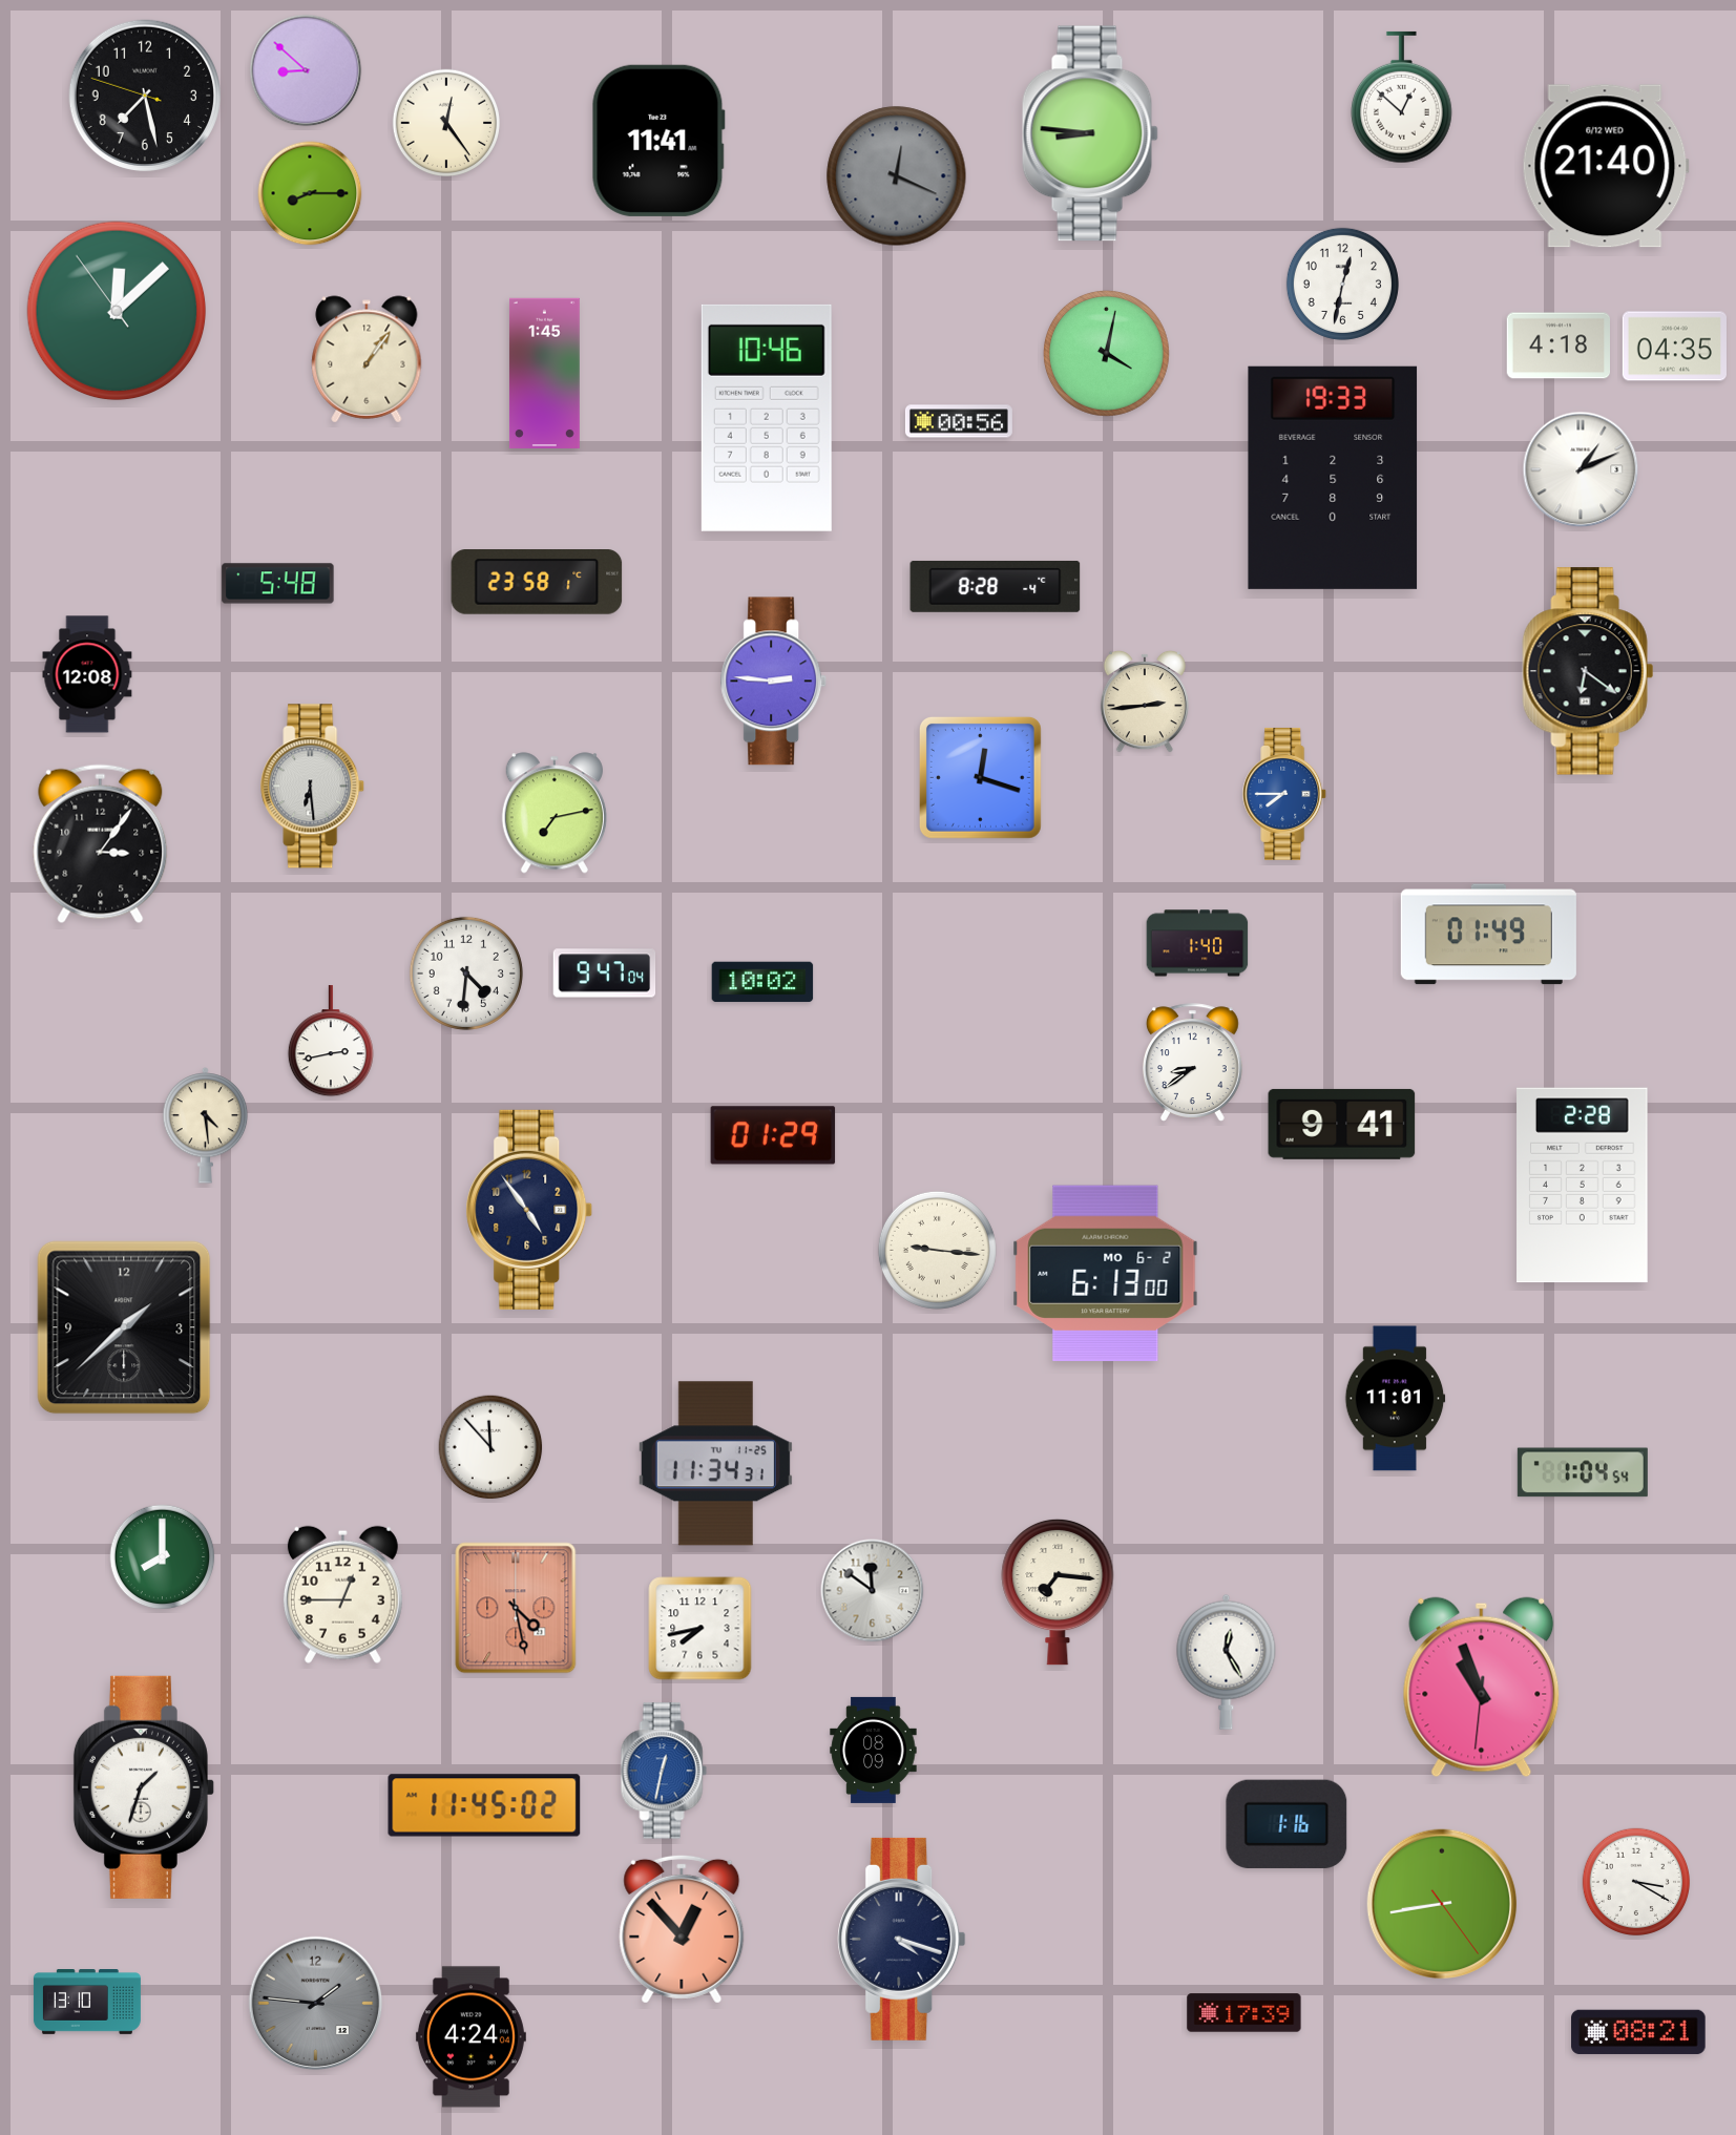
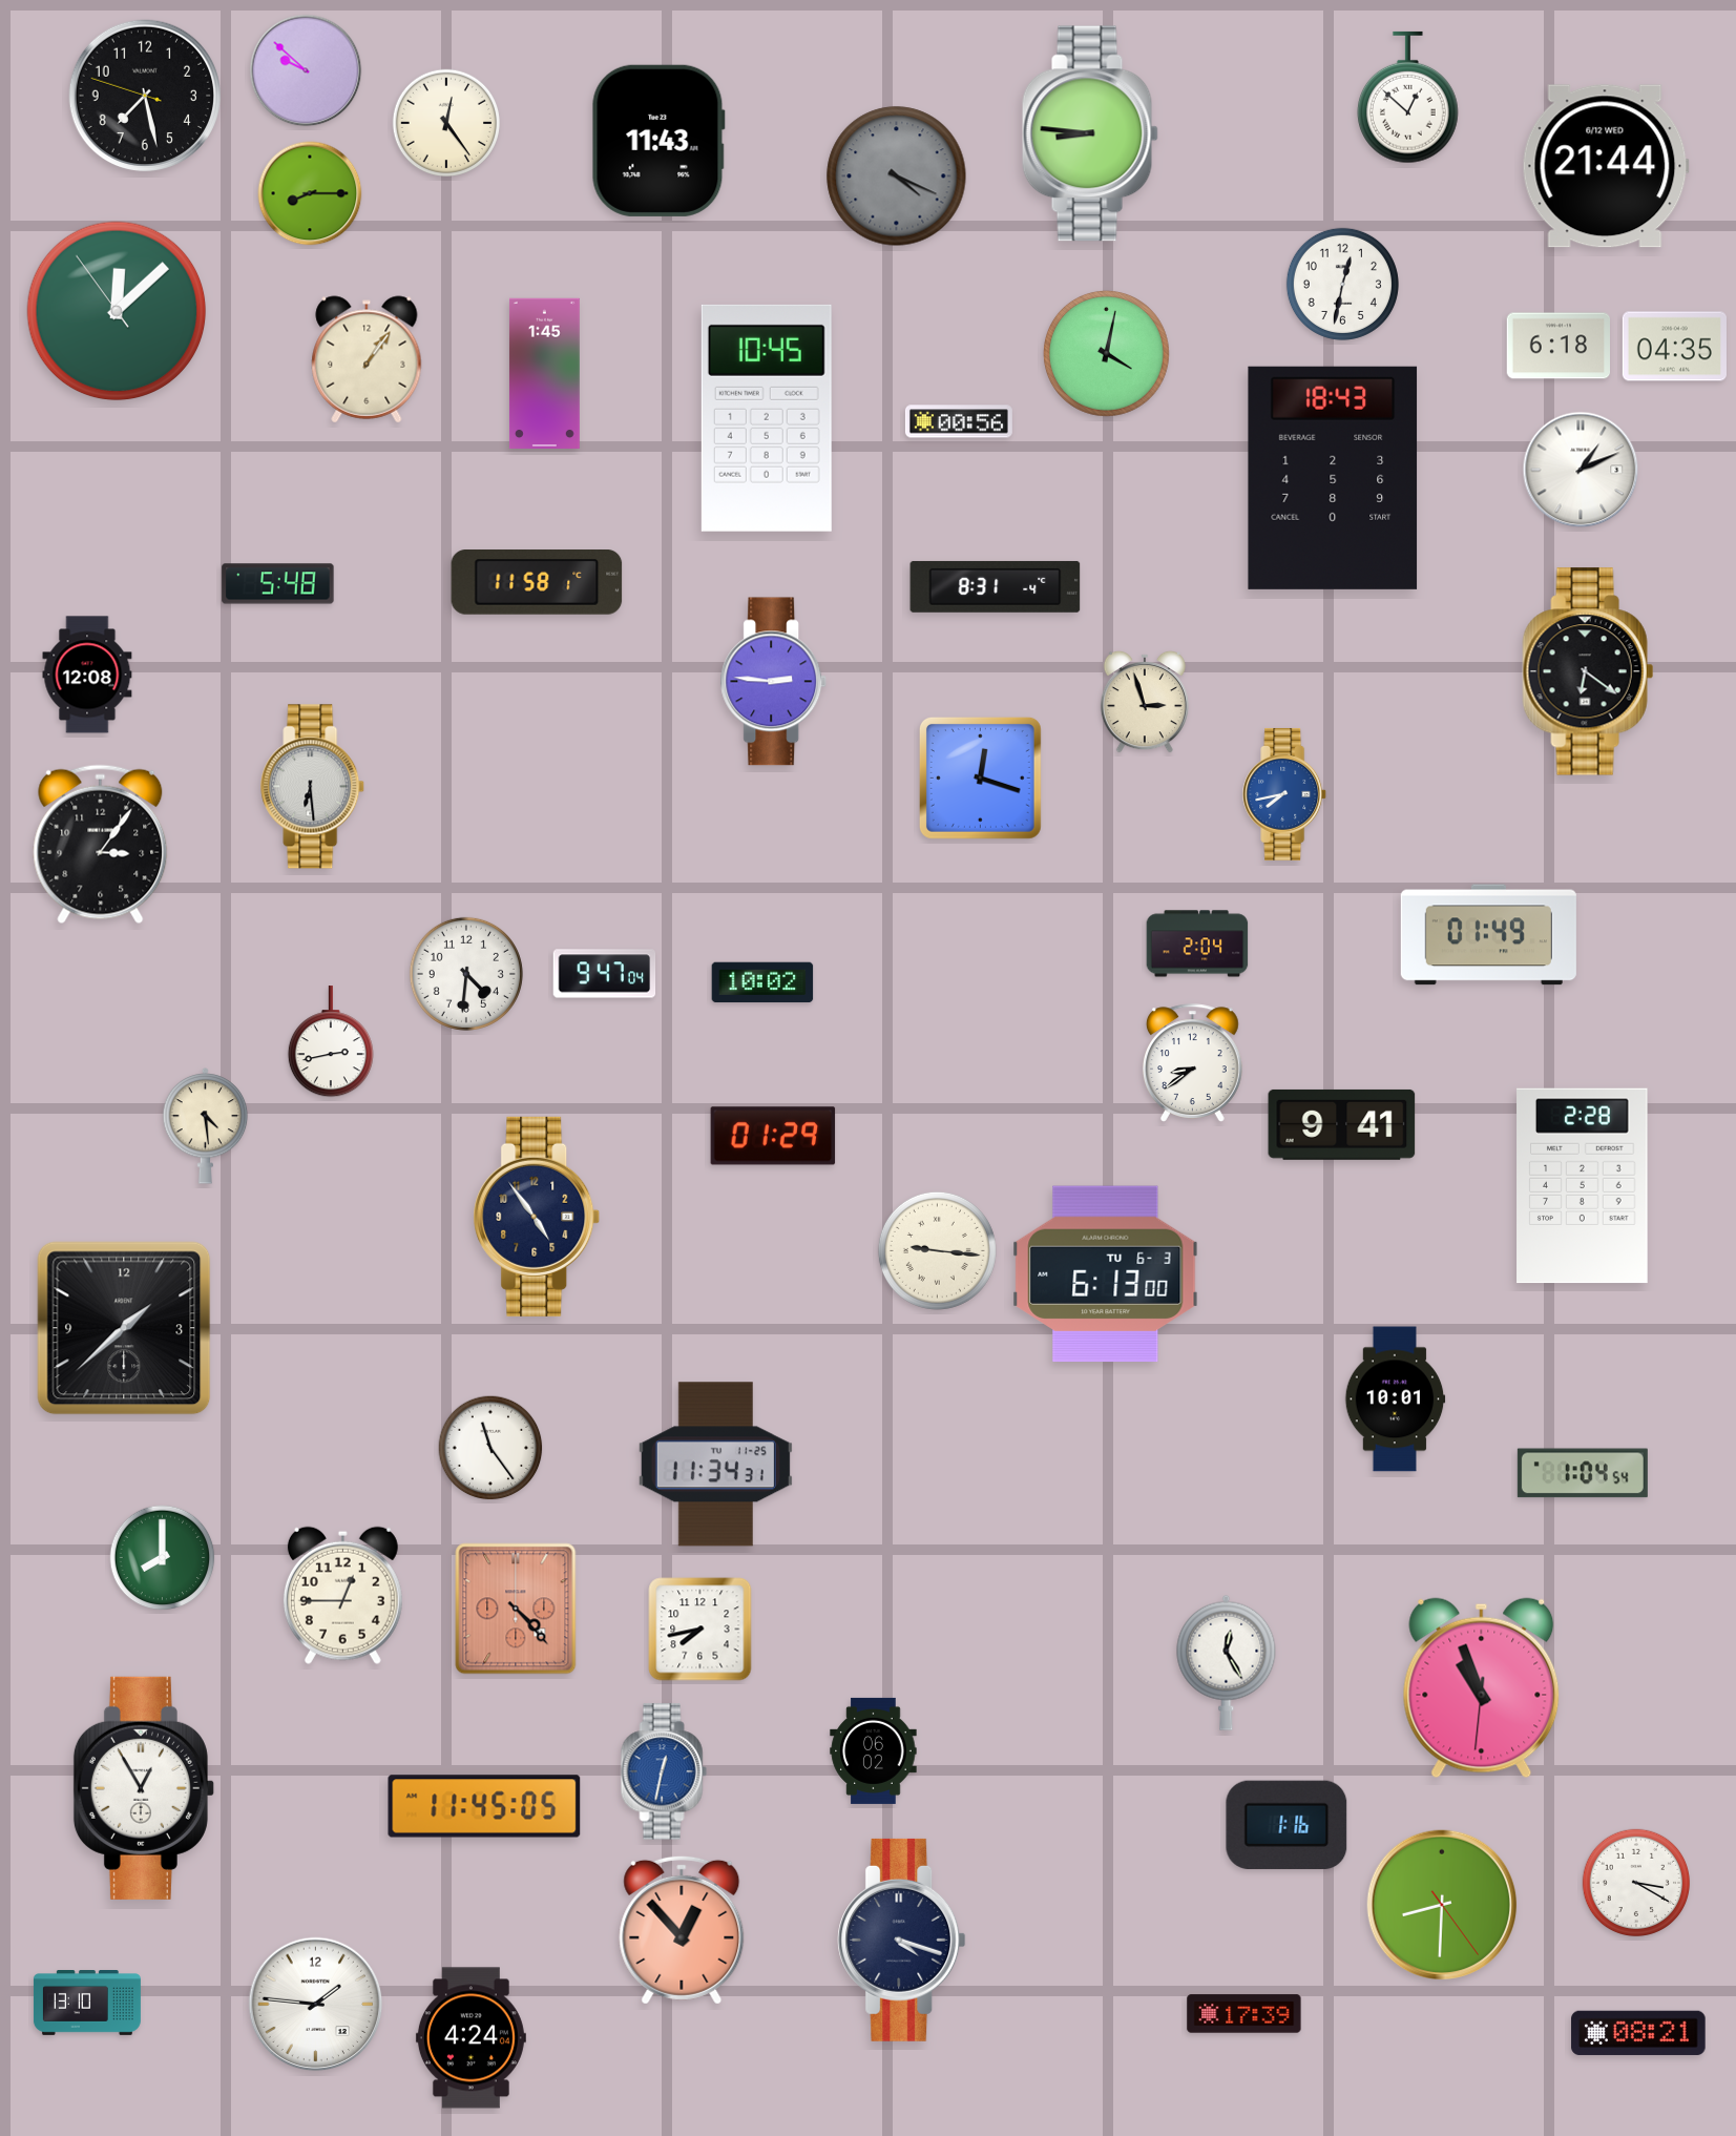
clock at (306, 70): 8:52 -> 9:52
clock at (1402, 98) position: (1402, 98) -> (1408, 98)
clock at (658, 141): 11:41 -> 11:43
clock at (1606, 166): 21:40 -> 21:44
clock at (897, 176): 12:19 -> 4:19
clock at (1557, 346): 4:18 -> 6:18
clock at (767, 418): 10:46 -> 10:45
clock at (1333, 478): 19:33 -> 18:43
clock at (537, 583): 23:58 -> 11:58
clock at (996, 586): 8:28 -> 8:31
clock at (1145, 702): 2:44 -> 2:57
clock at (1285, 794): 7:45 -> 7:43
clock at (555, 813): 7:13 -> none
clock at (1197, 943): 1:40 -> 2:04
clock at (529, 1210) position: (529, 1210) -> (537, 1217)
clock at (1106, 1274) date: MO 6-2 -> TU 6-3
clock at (1396, 1399): 11:01 -> 10:01
clock at (490, 1447): 11:53 -> 11:24
clock at (873, 1591): 11:51 -> none
clock at (1058, 1592): 7:16 -> none
clock at (516, 1608): 4:28 -> 4:23
clock at (874, 1750): 08:09 -> 06:02
clock at (144, 1787): 1:33 -> 12:55
clock at (484, 1805): 11:45:02 -> 11:45:05
clock at (1442, 1904): 8:43 -> 8:30
clock at (316, 2004) dial: grey -> white
